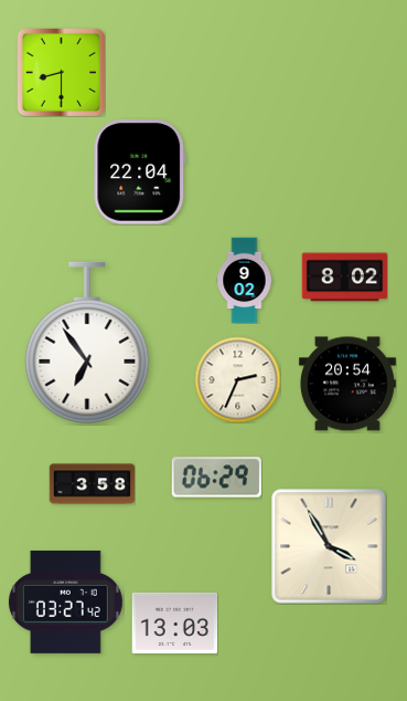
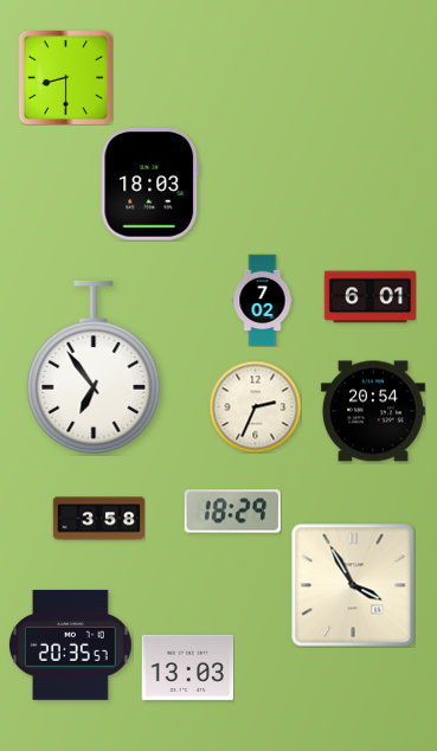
clock at (140, 172): 22:04 -> 18:03
clock at (344, 278): 8:02 -> 6:01
clock at (245, 280): 9:02 -> 7:02
clock at (216, 478): 06:29 -> 18:29
clock at (65, 601): 03:27 -> 20:35
